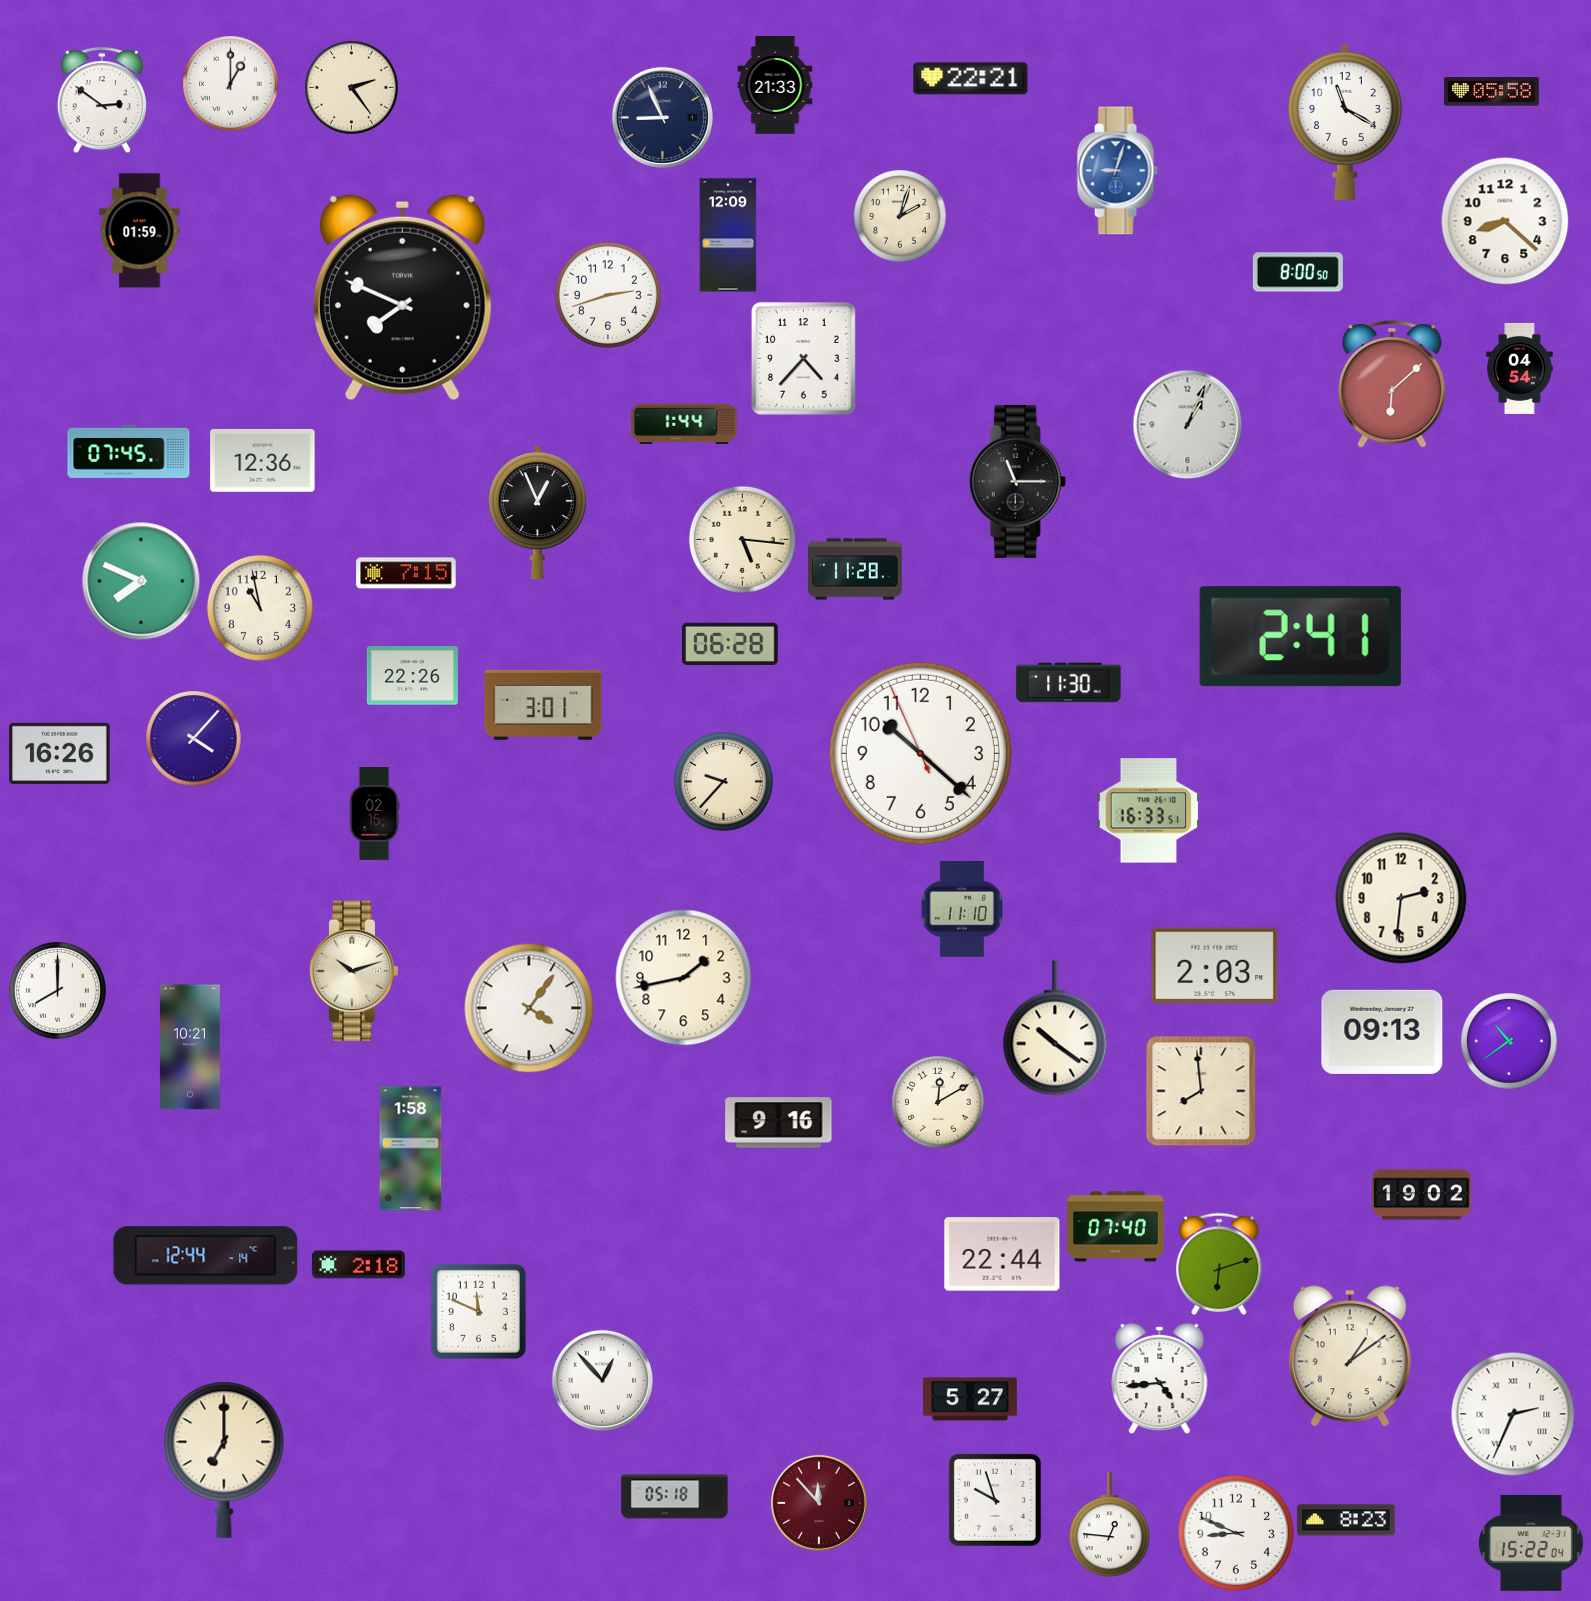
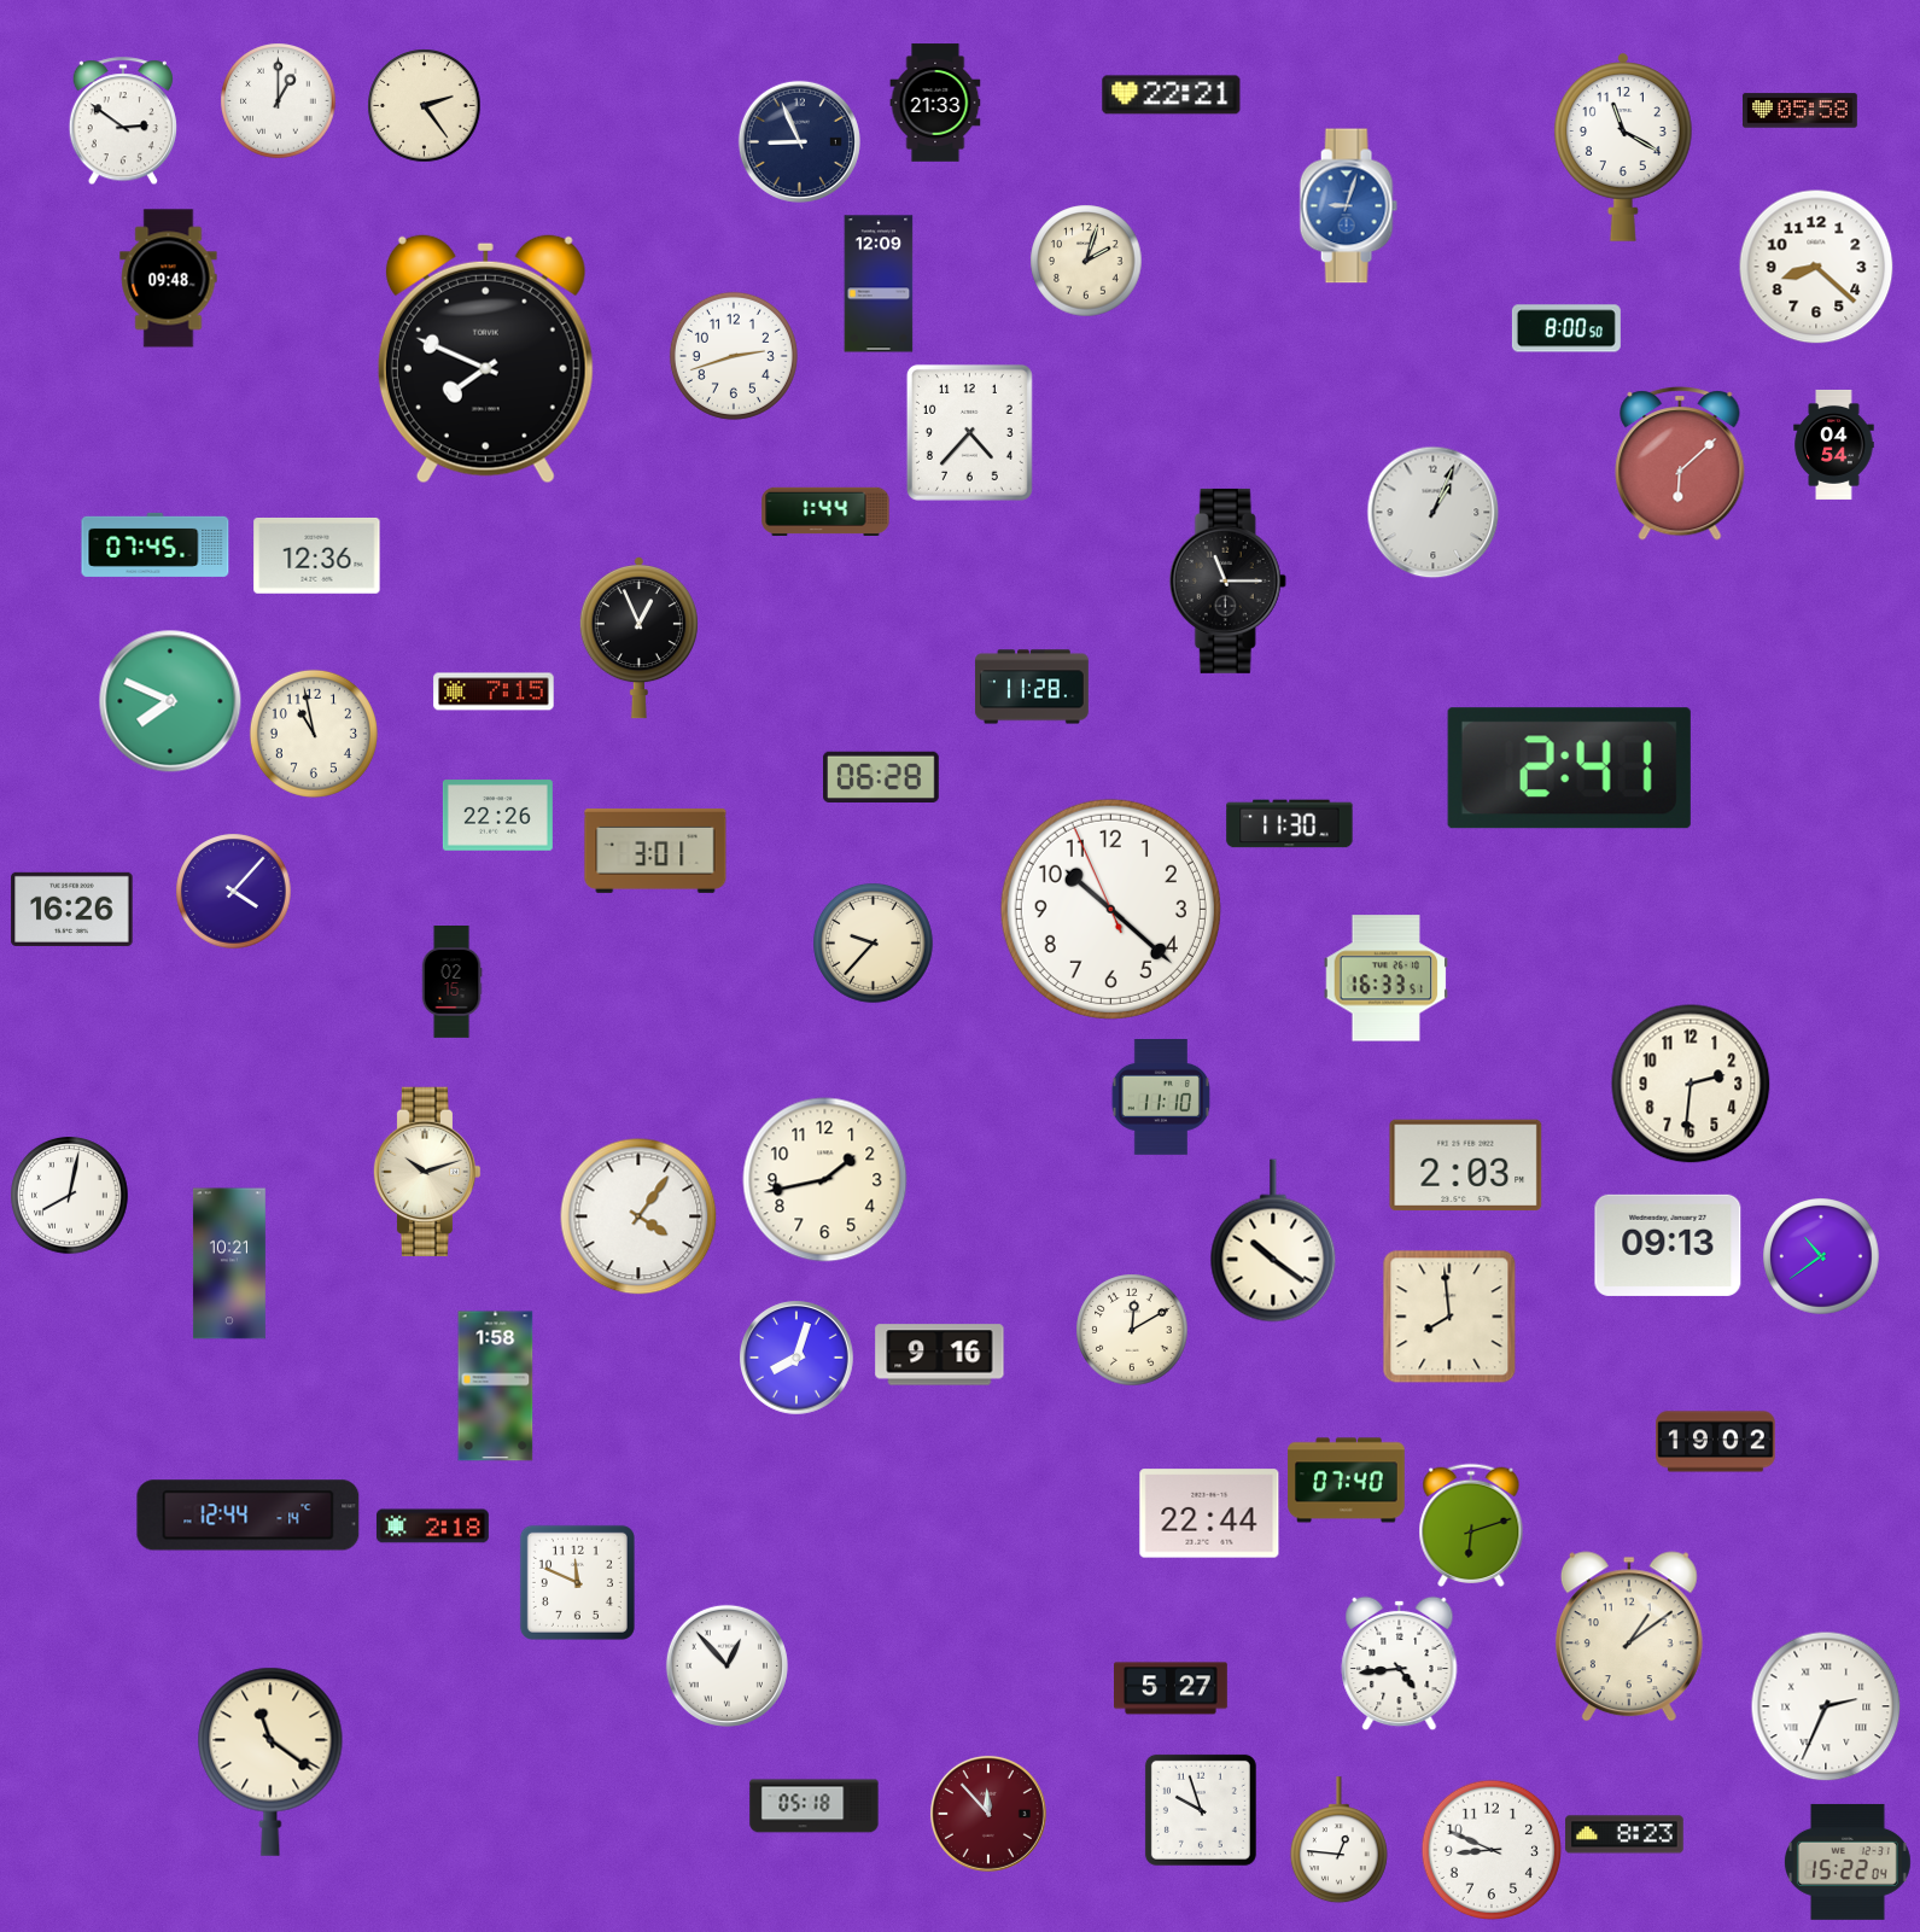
clock at (140, 231): 01:59 -> 09:48
clock at (537, 513) position: (537, 513) -> (638, 638)
clock at (742, 539): 5:16 -> none
clock at (406, 573) position: (406, 573) -> (494, 691)
clock at (58, 991): 8:00 -> 8:02
clock at (796, 1358): none -> 8:03
clock at (224, 1460): 7:00 -> 11:21
